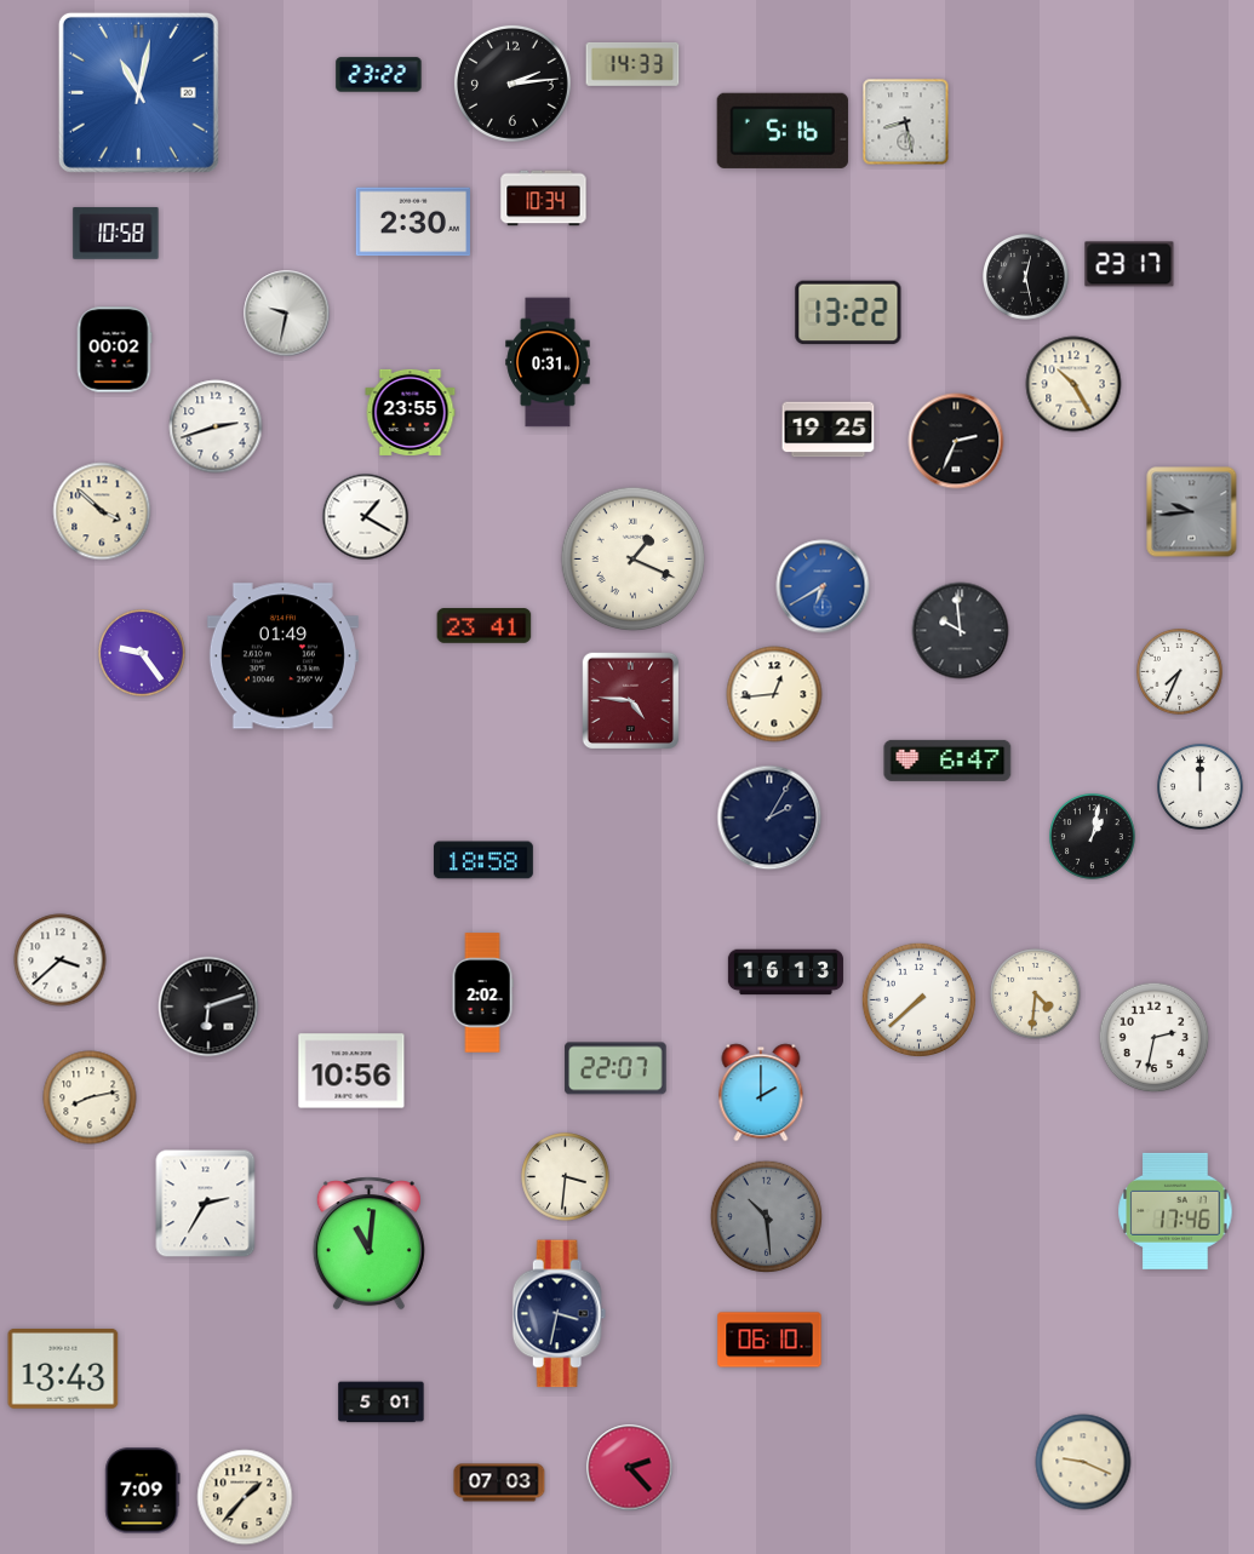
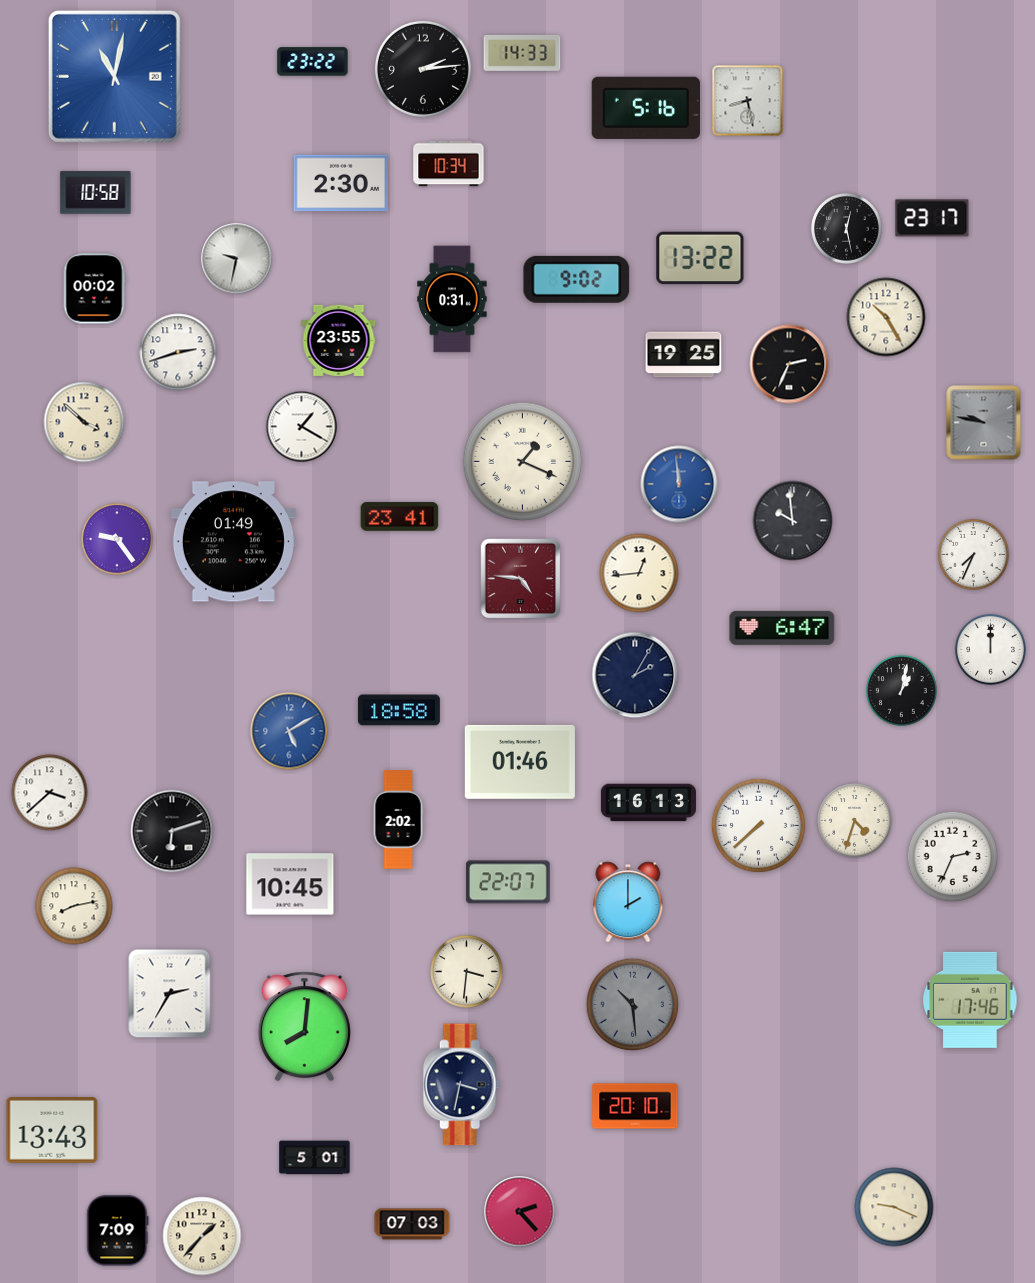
clock at (577, 279): none -> 9:02
clock at (1192, 512): 9:44 -> 9:47
clock at (823, 586): 6:40 -> 11:59
clock at (289, 731): none -> 5:10
clock at (520, 762): none -> 01:46
clock at (1036, 994): 4:31 -> 4:33
clock at (1155, 1038): 2:32 -> 2:34
clock at (351, 1071): 10:56 -> 10:45
clock at (368, 1244): 11:01 -> 8:01
clock at (769, 1340): 06:10 -> 20:10
